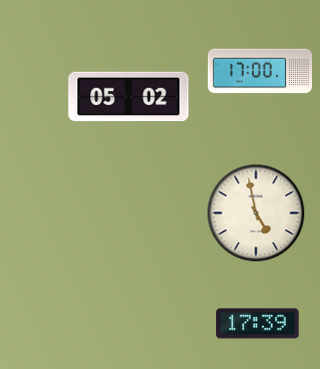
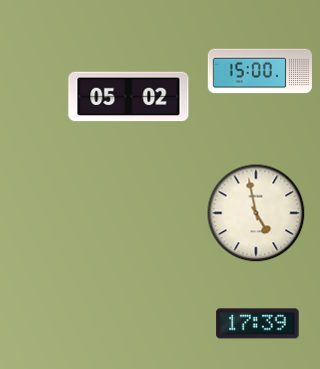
clock at (259, 71): 17:00 -> 15:00
